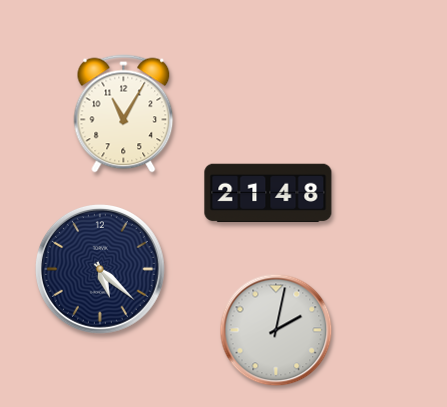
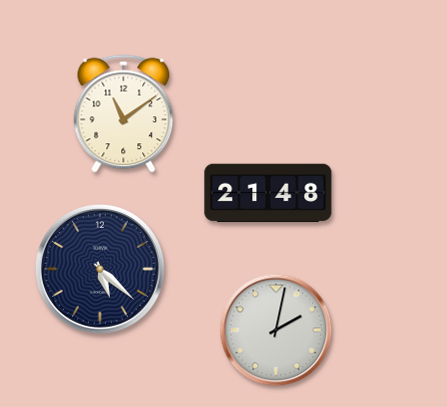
clock at (124, 114): 11:05 -> 11:09
